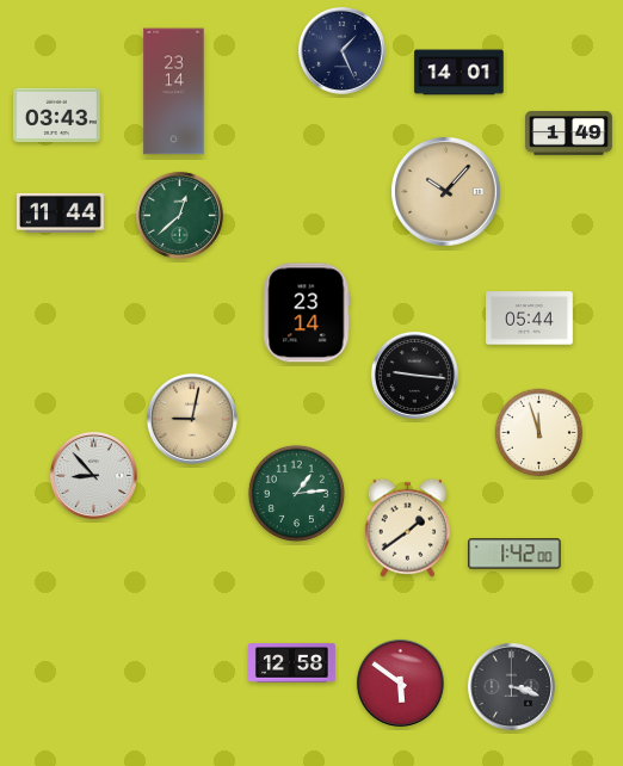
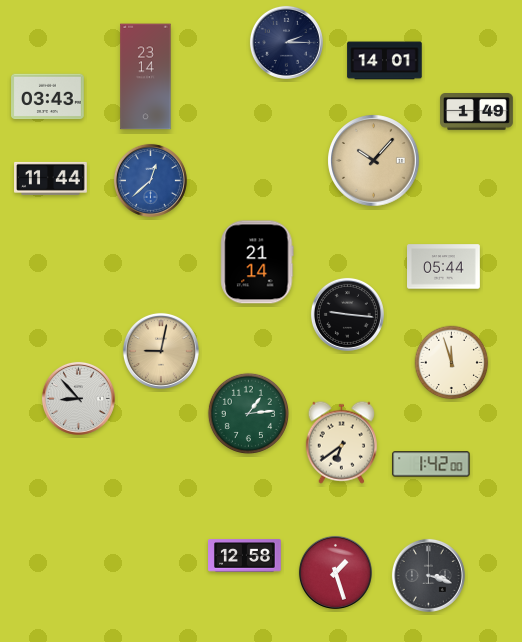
clock at (341, 50): 1:26 -> 2:15
clock at (179, 215) dial: green -> blue
clock at (307, 313): 23:14 -> 21:14
clock at (407, 527): 1:39 -> 6:39
clock at (400, 682): 5:51 -> 1:27
